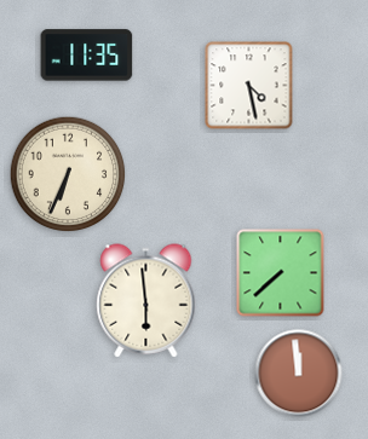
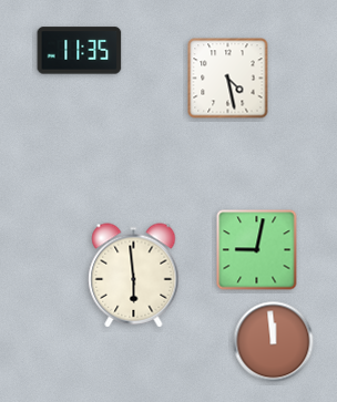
clock at (68, 174): 6:34 -> none
clock at (281, 273): 7:38 -> 9:02
